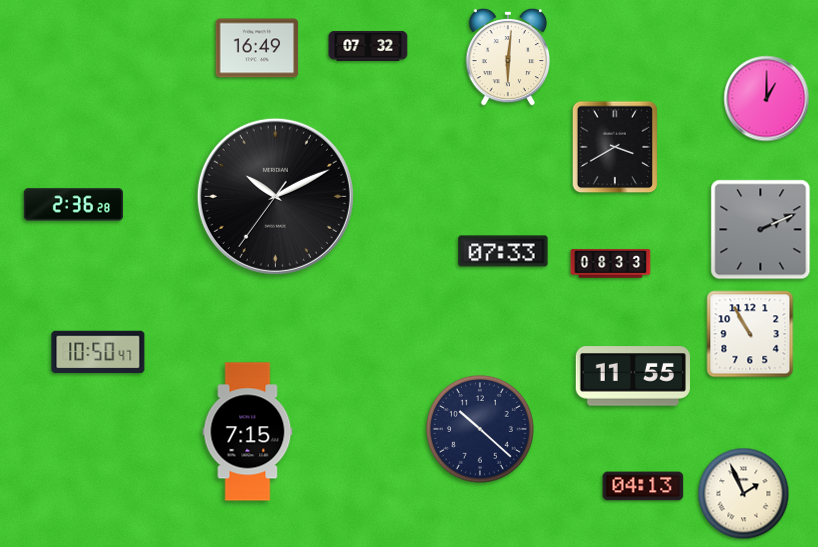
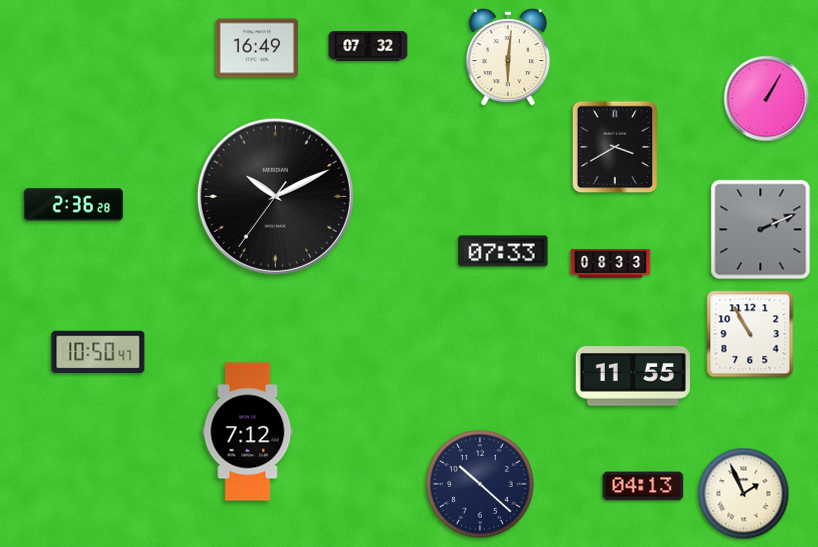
clock at (767, 99): 1:00 -> 1:05
clock at (480, 429) position: (480, 429) -> (480, 484)
clock at (248, 432): 7:15 -> 7:12
